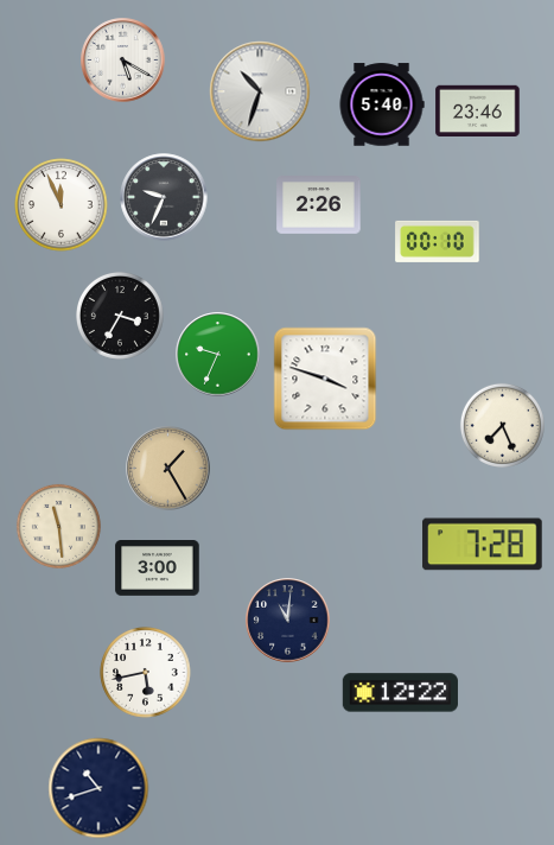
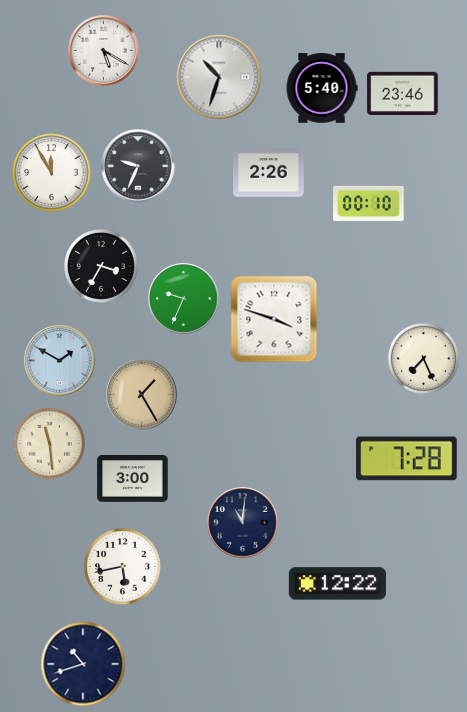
clock at (62, 205): 11:56 -> 11:55
clock at (60, 361): none -> 1:50
